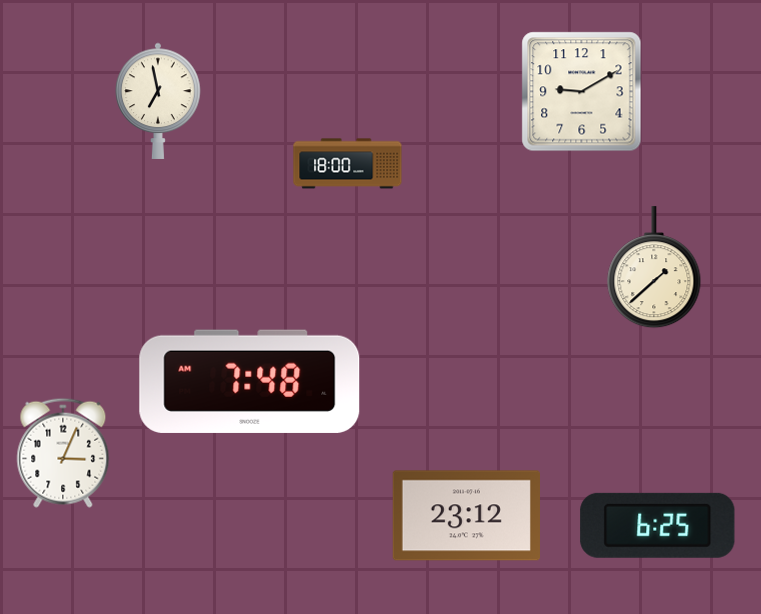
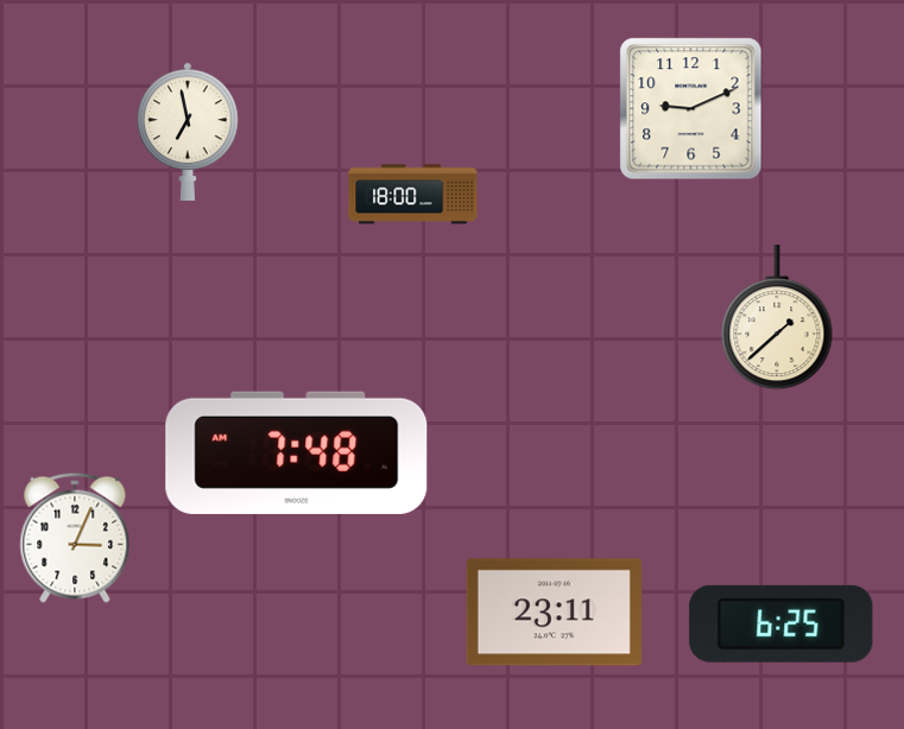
clock at (582, 92): 9:10 -> 9:11
clock at (158, 101) position: (158, 101) -> (188, 132)
clock at (466, 516): 23:12 -> 23:11
